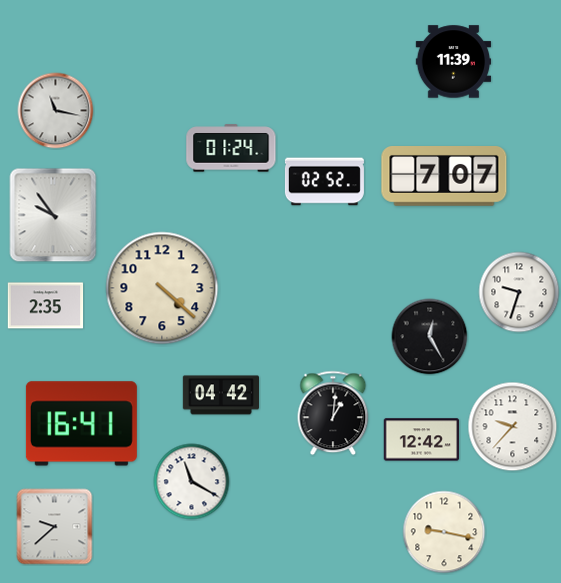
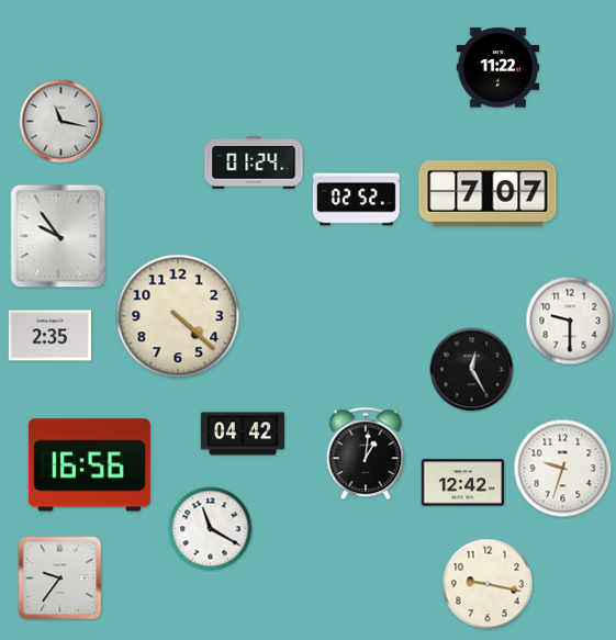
clock at (454, 62): 11:39 -> 11:22
clock at (519, 292): 9:33 -> 9:30
clock at (81, 424): 16:41 -> 16:56
clock at (513, 427): 9:37 -> 9:33
clock at (55, 527): 9:38 -> 9:36
